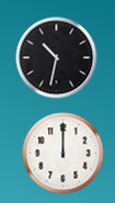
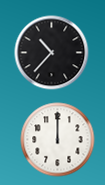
clock at (57, 58): 10:32 -> 10:37
